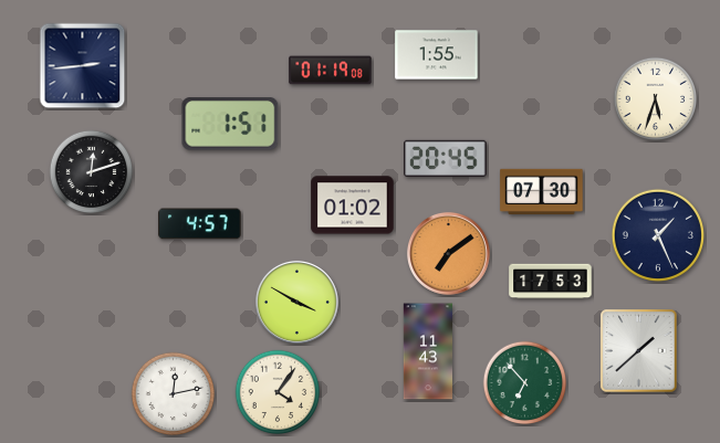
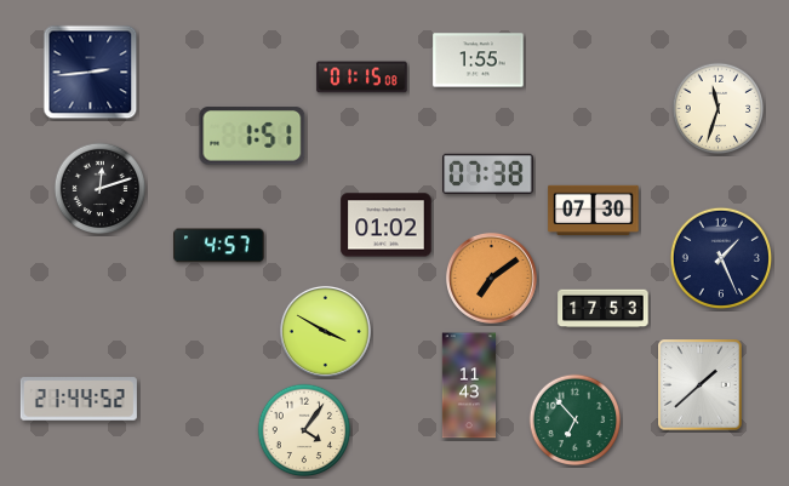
clock at (331, 71): 01:19 -> 01:15
clock at (656, 99): 5:33 -> 11:33
clock at (446, 158): 20:45 -> 07:38
clock at (79, 399): none -> 21:44
clock at (174, 394): 12:13 -> none
